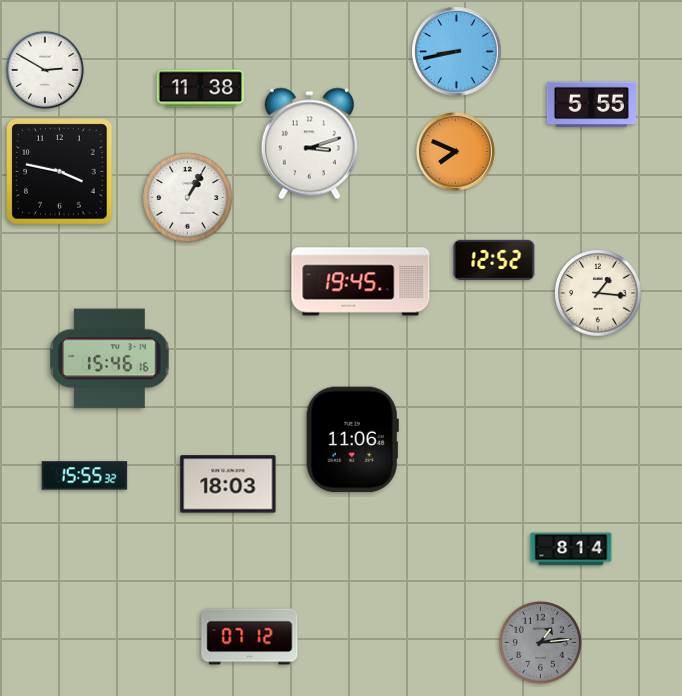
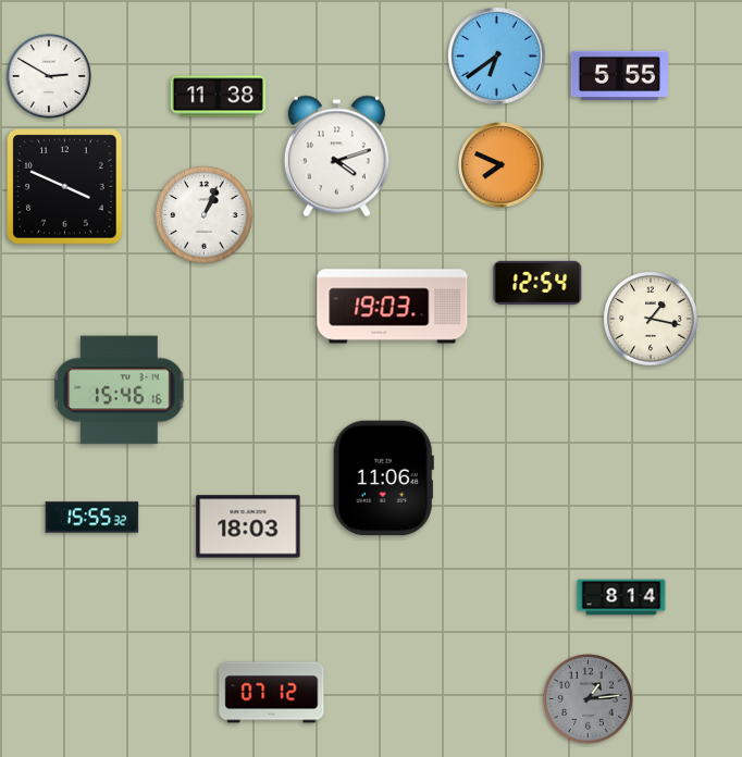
clock at (457, 52): 8:43 -> 6:39
clock at (591, 105) position: (591, 105) -> (619, 76)
clock at (309, 144): 3:12 -> 4:12
clock at (456, 152) position: (456, 152) -> (502, 165)
clock at (60, 172): 3:47 -> 3:49
clock at (188, 198): 1:05 -> 1:04
clock at (494, 260): 12:52 -> 12:54
clock at (361, 282): 19:45 -> 19:03
clock at (598, 293): 1:16 -> 1:17
